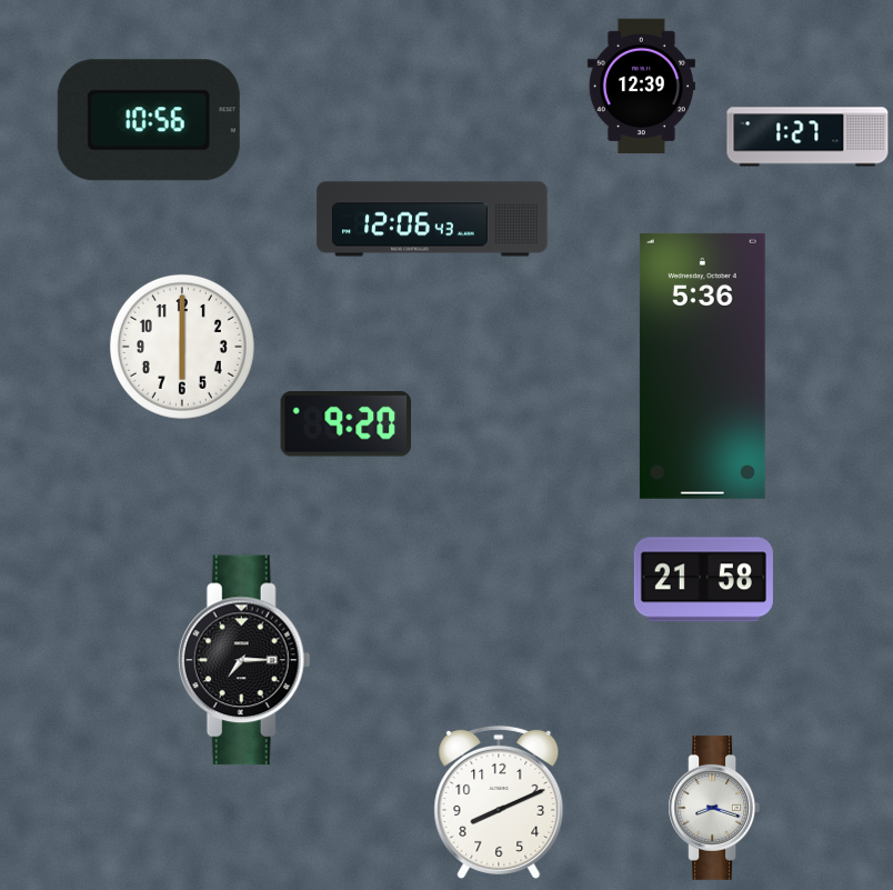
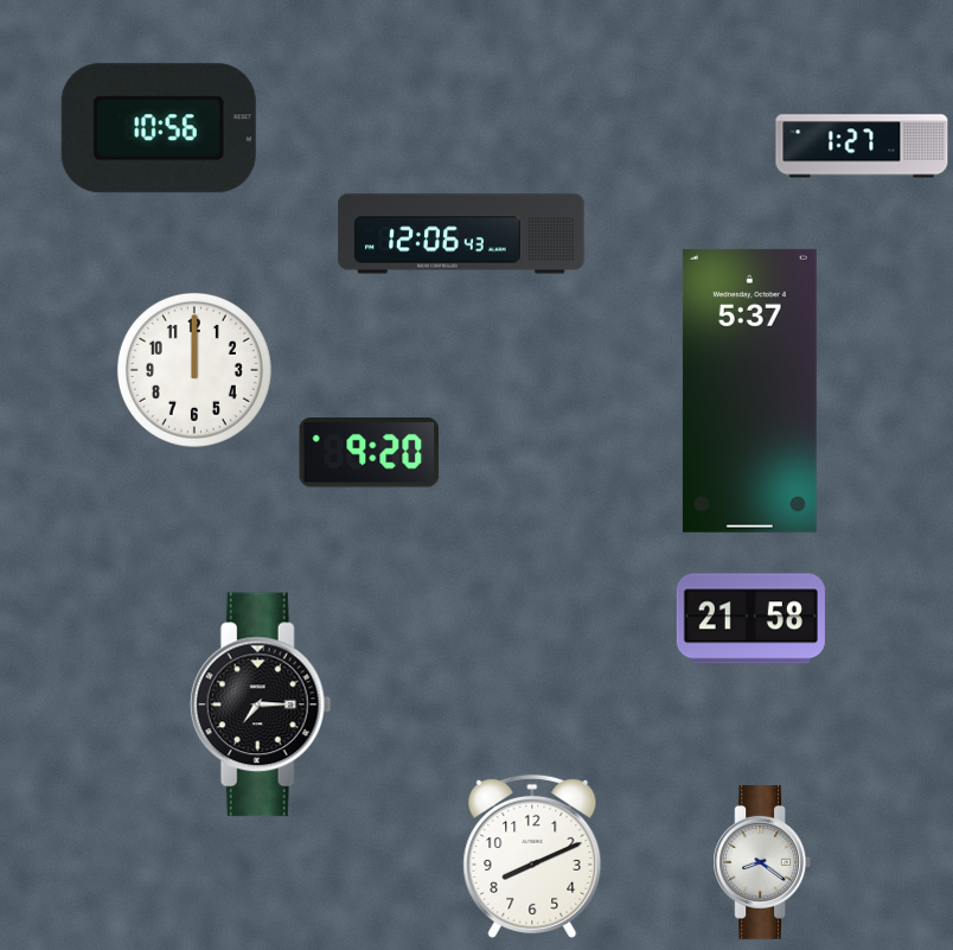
clock at (641, 87): 12:39 -> none
clock at (182, 347): 6:00 -> 12:00
clock at (702, 366): 5:36 -> 5:37
clock at (714, 808): 8:18 -> 8:21
